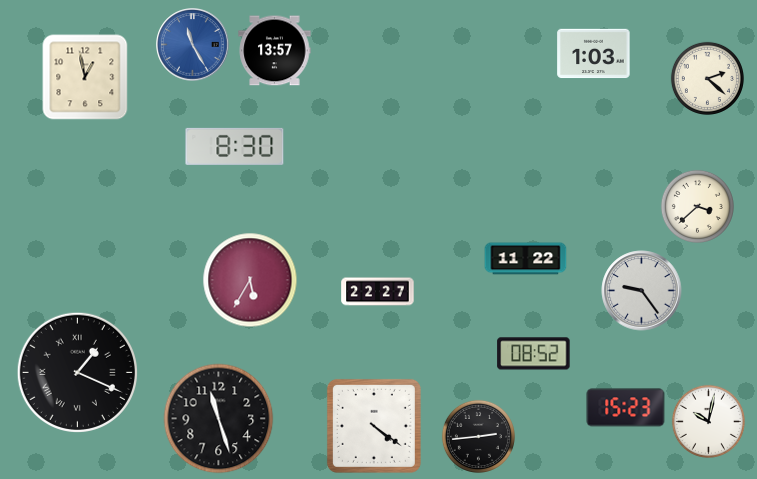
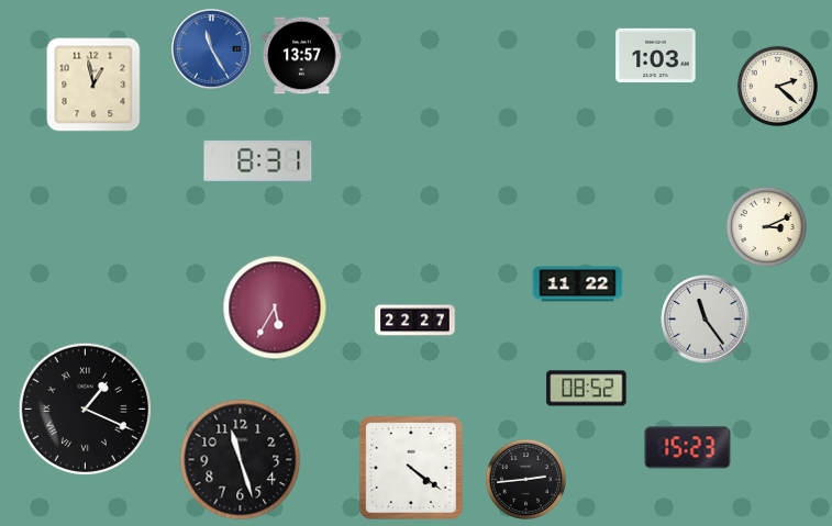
clock at (594, 54) position: (594, 54) -> (656, 56)
clock at (235, 146): 8:30 -> 8:31
clock at (697, 206): 3:38 -> 3:11
clock at (642, 291): 9:24 -> 11:24
clock at (708, 421): 10:02 -> none
